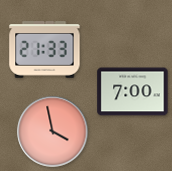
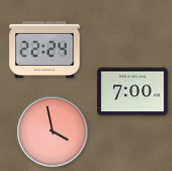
clock at (45, 50): 21:33 -> 22:24
